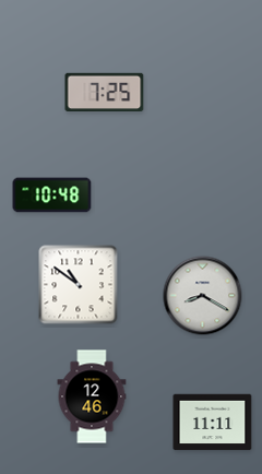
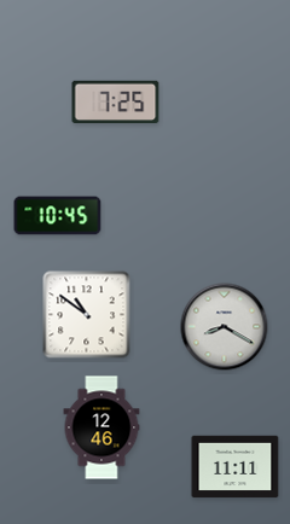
clock at (52, 195): 10:48 -> 10:45
clock at (92, 396) position: (92, 396) -> (101, 427)
